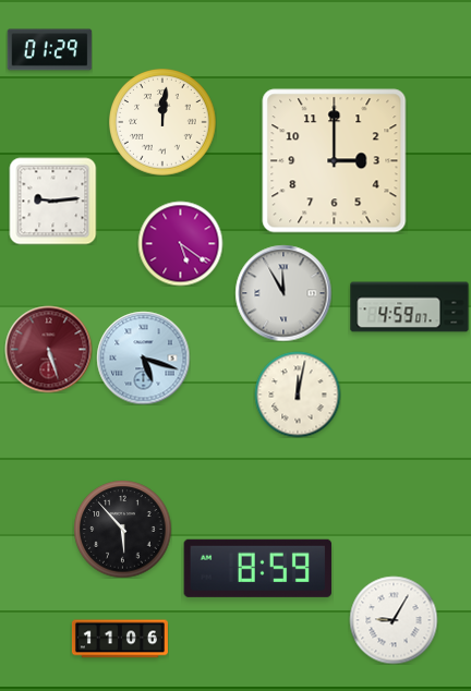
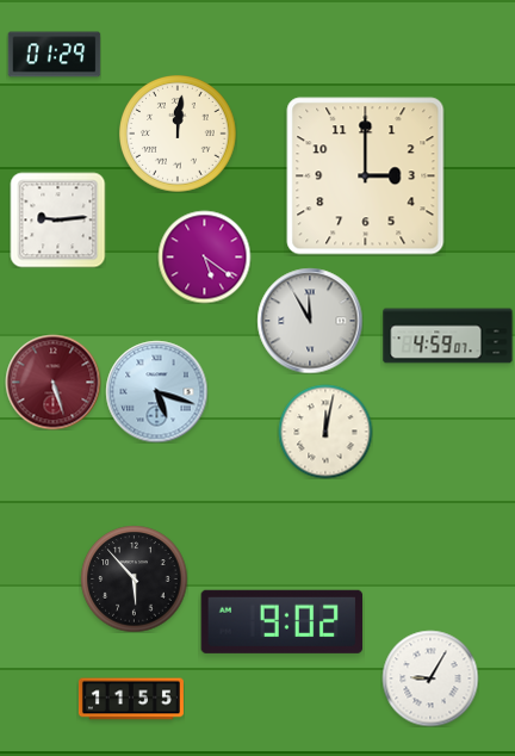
clock at (180, 243) position: (180, 243) -> (204, 256)
clock at (257, 568): 8:59 -> 9:02
clock at (120, 639): 11:06 -> 11:55
